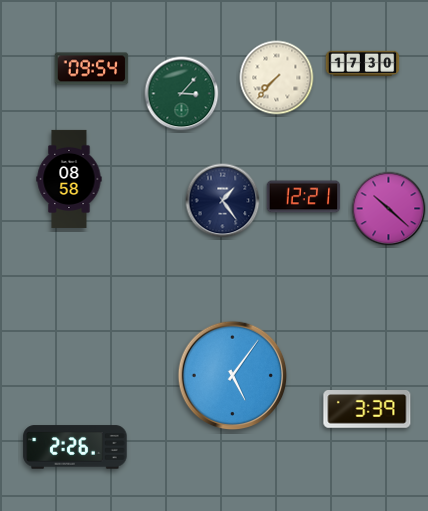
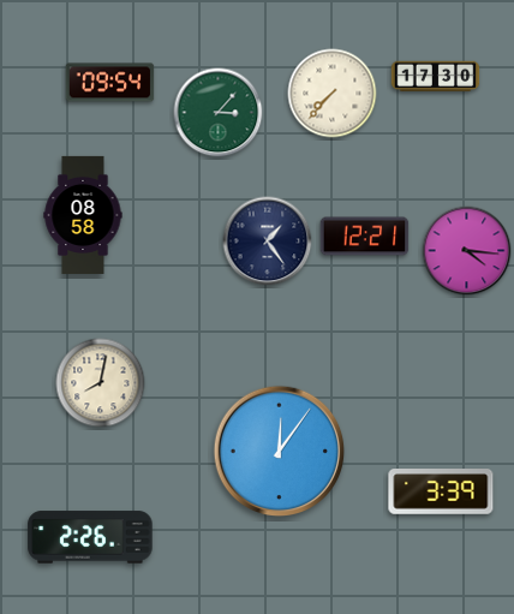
clock at (389, 209): 10:22 -> 4:16
clock at (101, 383): none -> 8:02
clock at (233, 376): 5:06 -> 12:06
